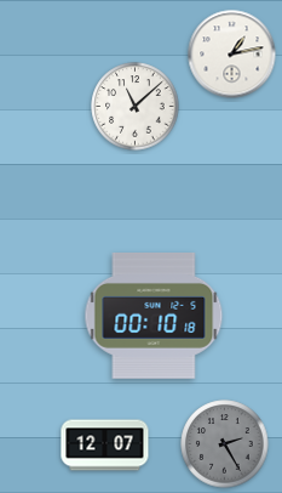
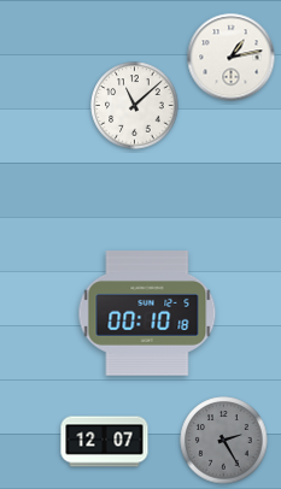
clock at (232, 55) position: (232, 55) -> (232, 58)
clock at (154, 317) position: (154, 317) -> (147, 314)
